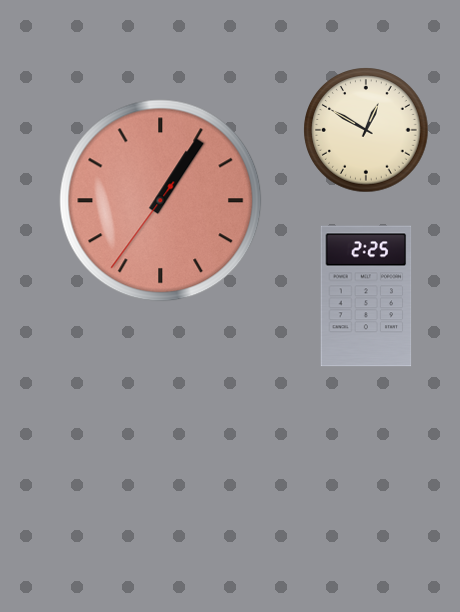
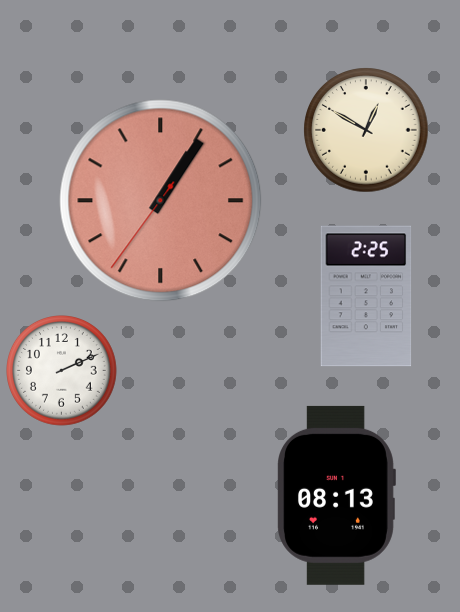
clock at (62, 371): none -> 2:11
clock at (336, 495): none -> 08:13
